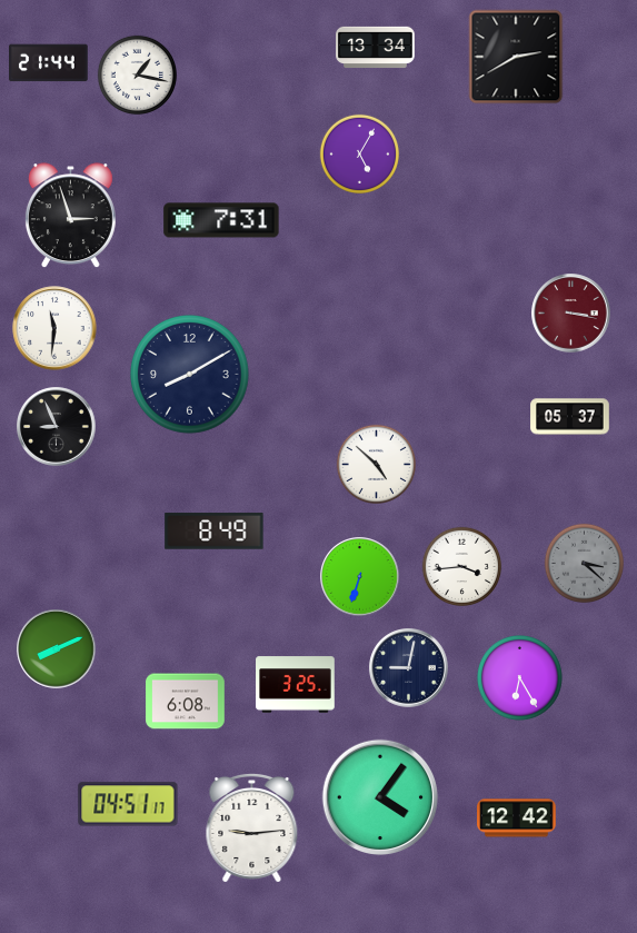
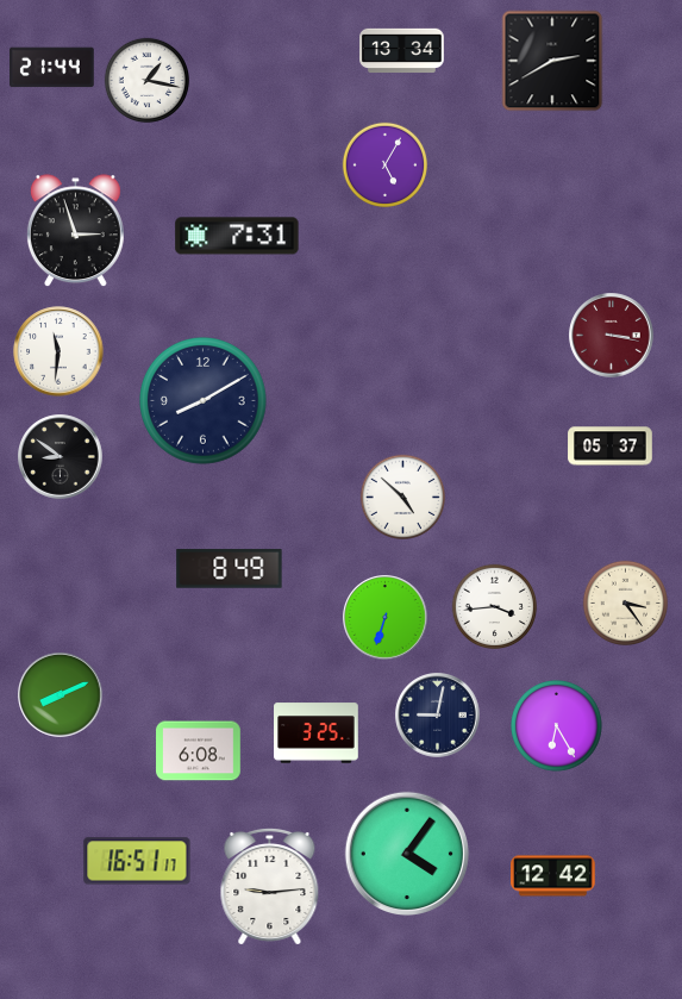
clock at (57, 427): 8:56 -> 8:51
clock at (584, 563): 3:22 -> 3:24
clock at (584, 563) dial: grey -> cream
clock at (128, 804): 04:51 -> 16:51
